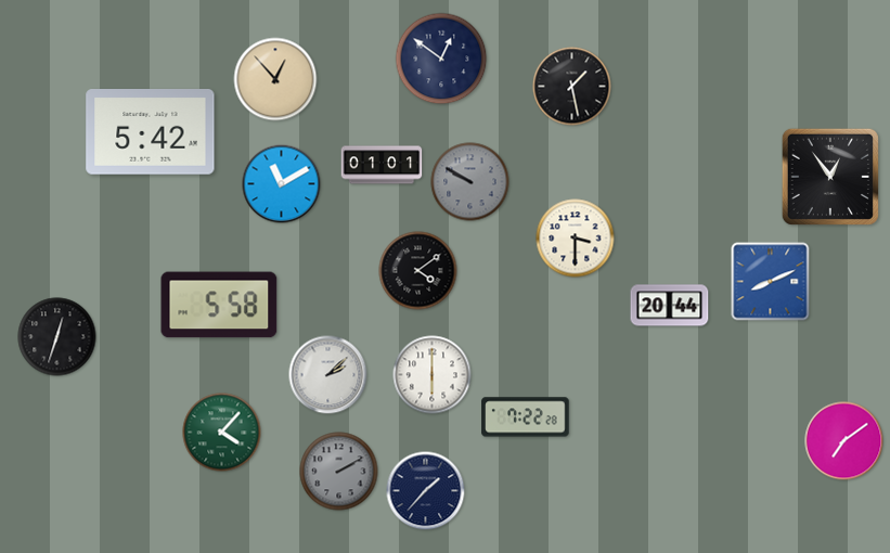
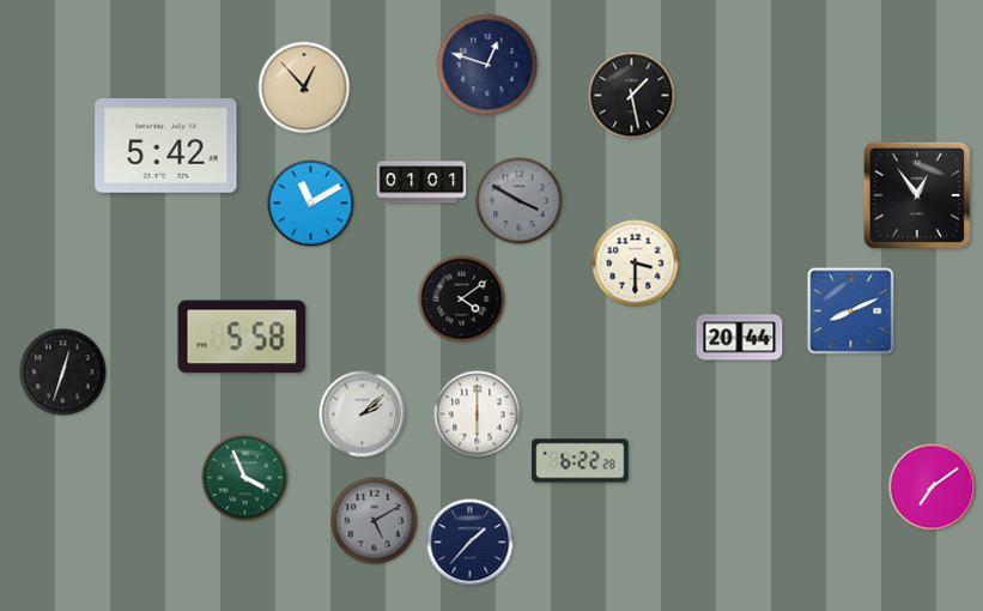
clock at (441, 59): 12:51 -> 12:48
clock at (470, 182): 9:50 -> 3:50
clock at (526, 417): 7:22 -> 6:22
clock at (222, 433): 4:07 -> 3:56
clock at (339, 472): 2:10 -> 5:10
